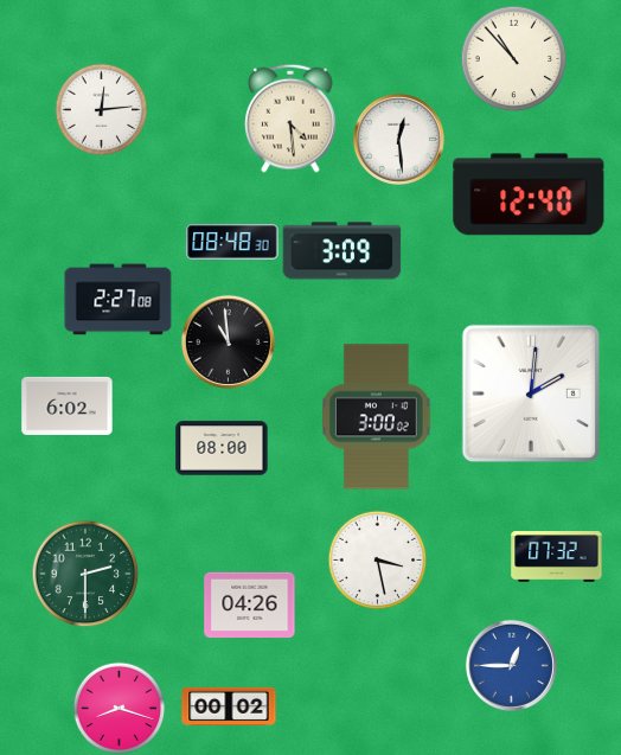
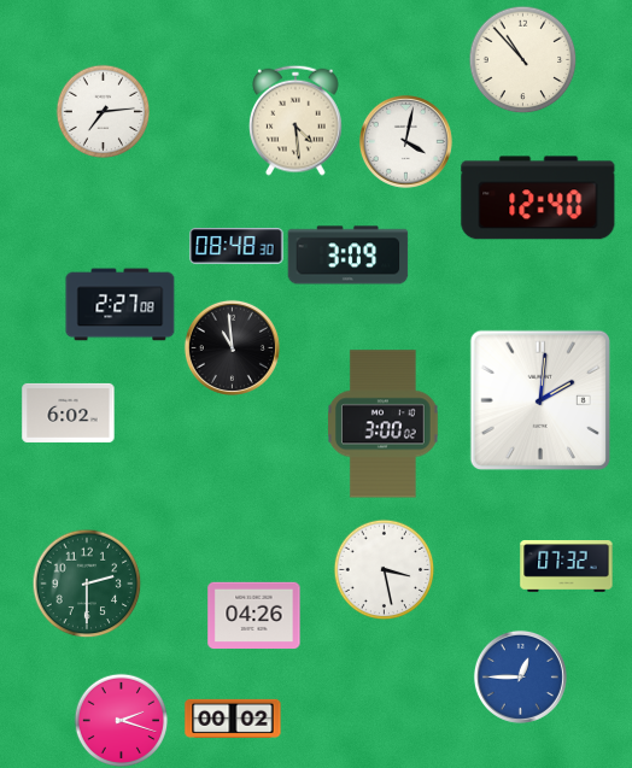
clock at (101, 109): 12:14 -> 7:14
clock at (398, 139): 12:29 -> 4:02
clock at (222, 448): 08:00 -> none
clock at (119, 708): 8:18 -> 2:18
